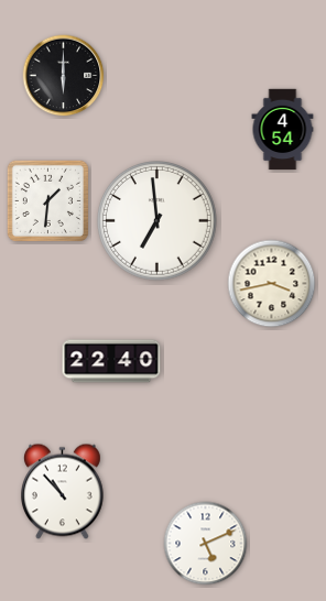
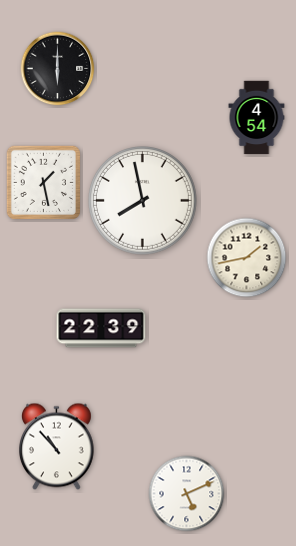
clock at (47, 200): 1:31 -> 1:28
clock at (157, 221): 6:59 -> 7:58
clock at (272, 284): 3:43 -> 1:43
clock at (111, 361): 22:40 -> 22:39
